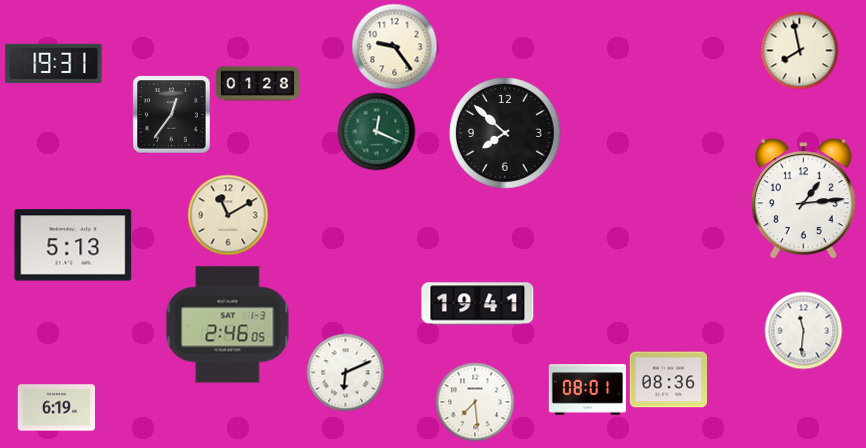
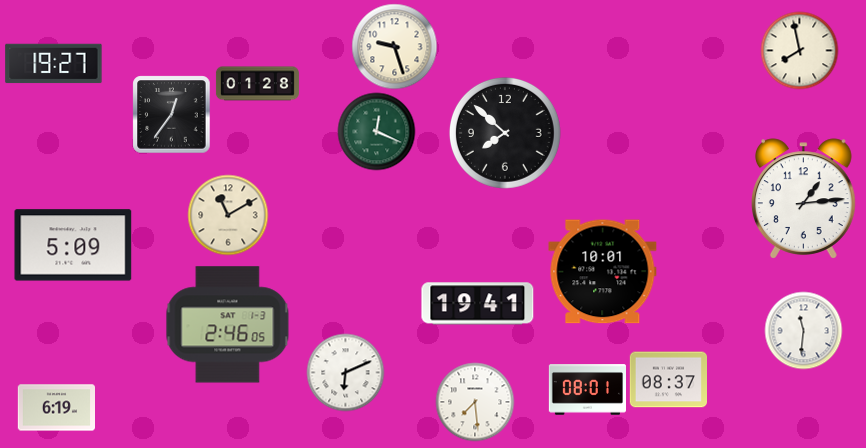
clock at (394, 46): 9:24 -> 9:27
clock at (54, 64): 19:31 -> 19:27
clock at (73, 245): 5:13 -> 5:09
clock at (603, 272): none -> 10:01
clock at (668, 380): 08:36 -> 08:37
